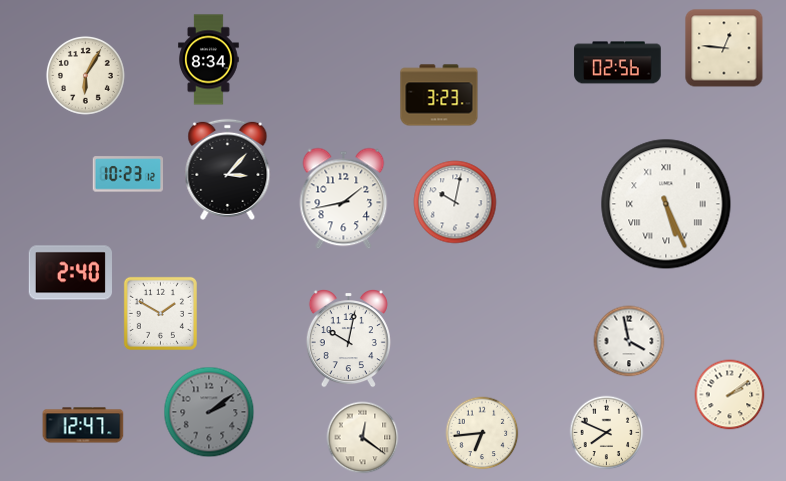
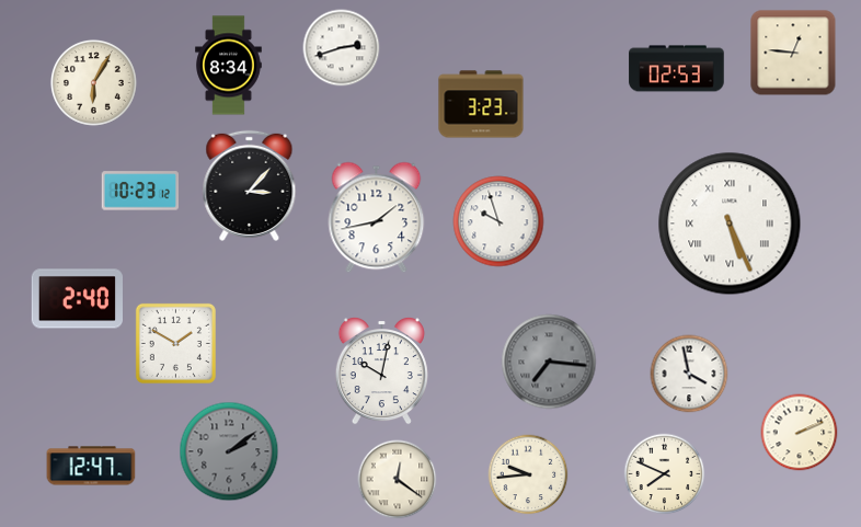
clock at (342, 48): none -> 2:42
clock at (618, 63): 02:56 -> 02:53
clock at (455, 202): 10:02 -> 9:57
clock at (549, 362): none -> 7:16
clock at (730, 395): 2:09 -> 2:11
clock at (482, 433): 6:44 -> 9:44
